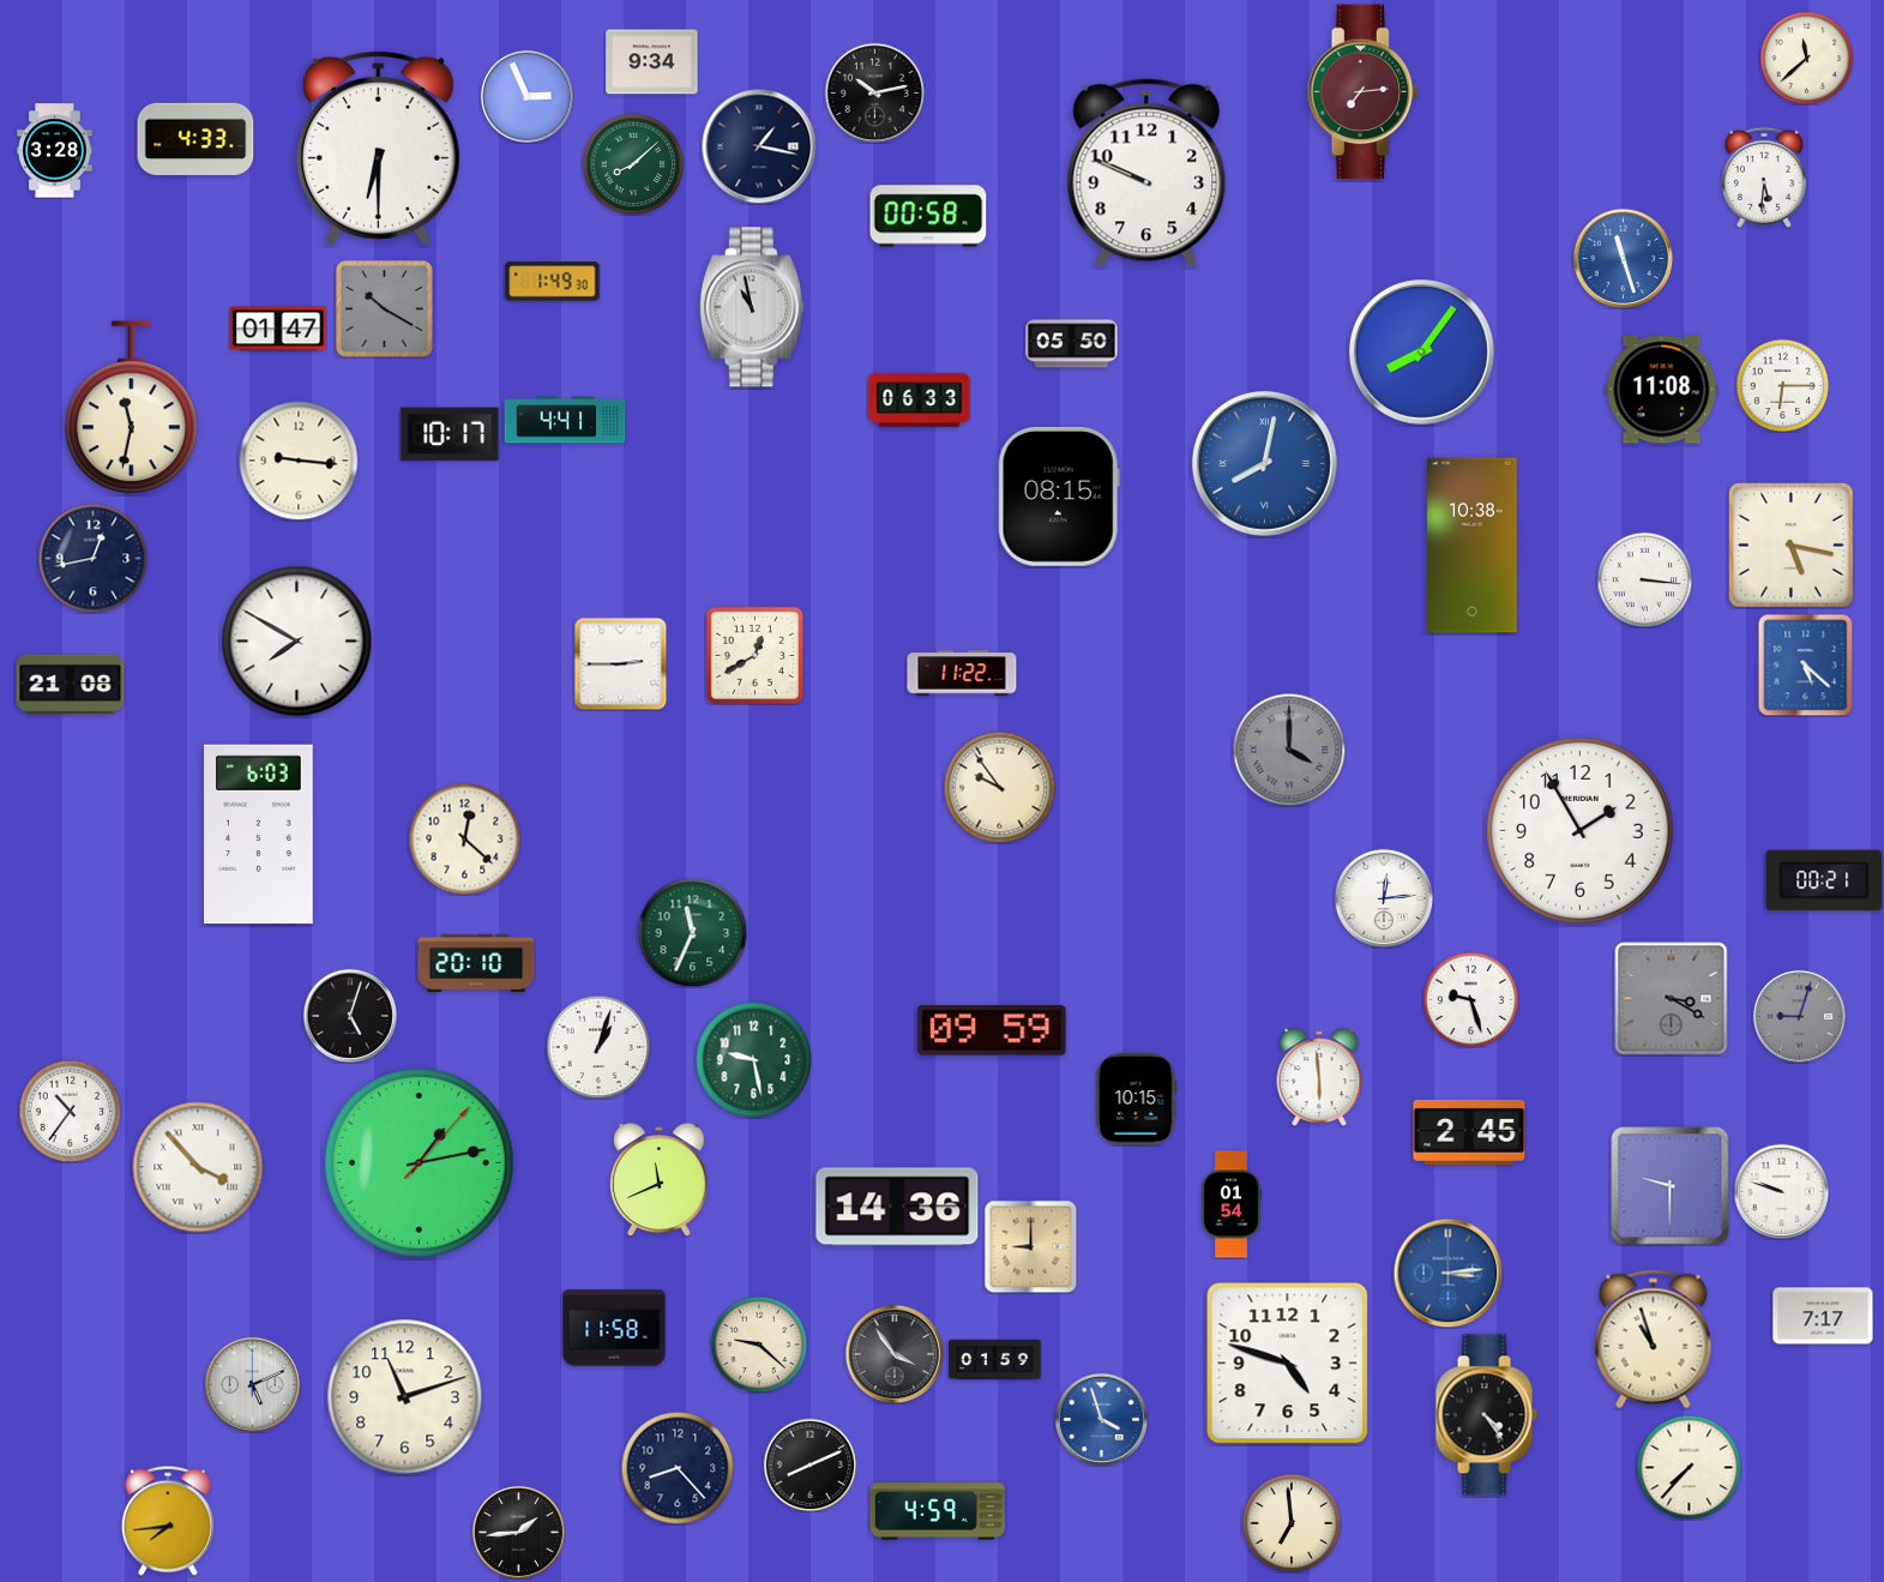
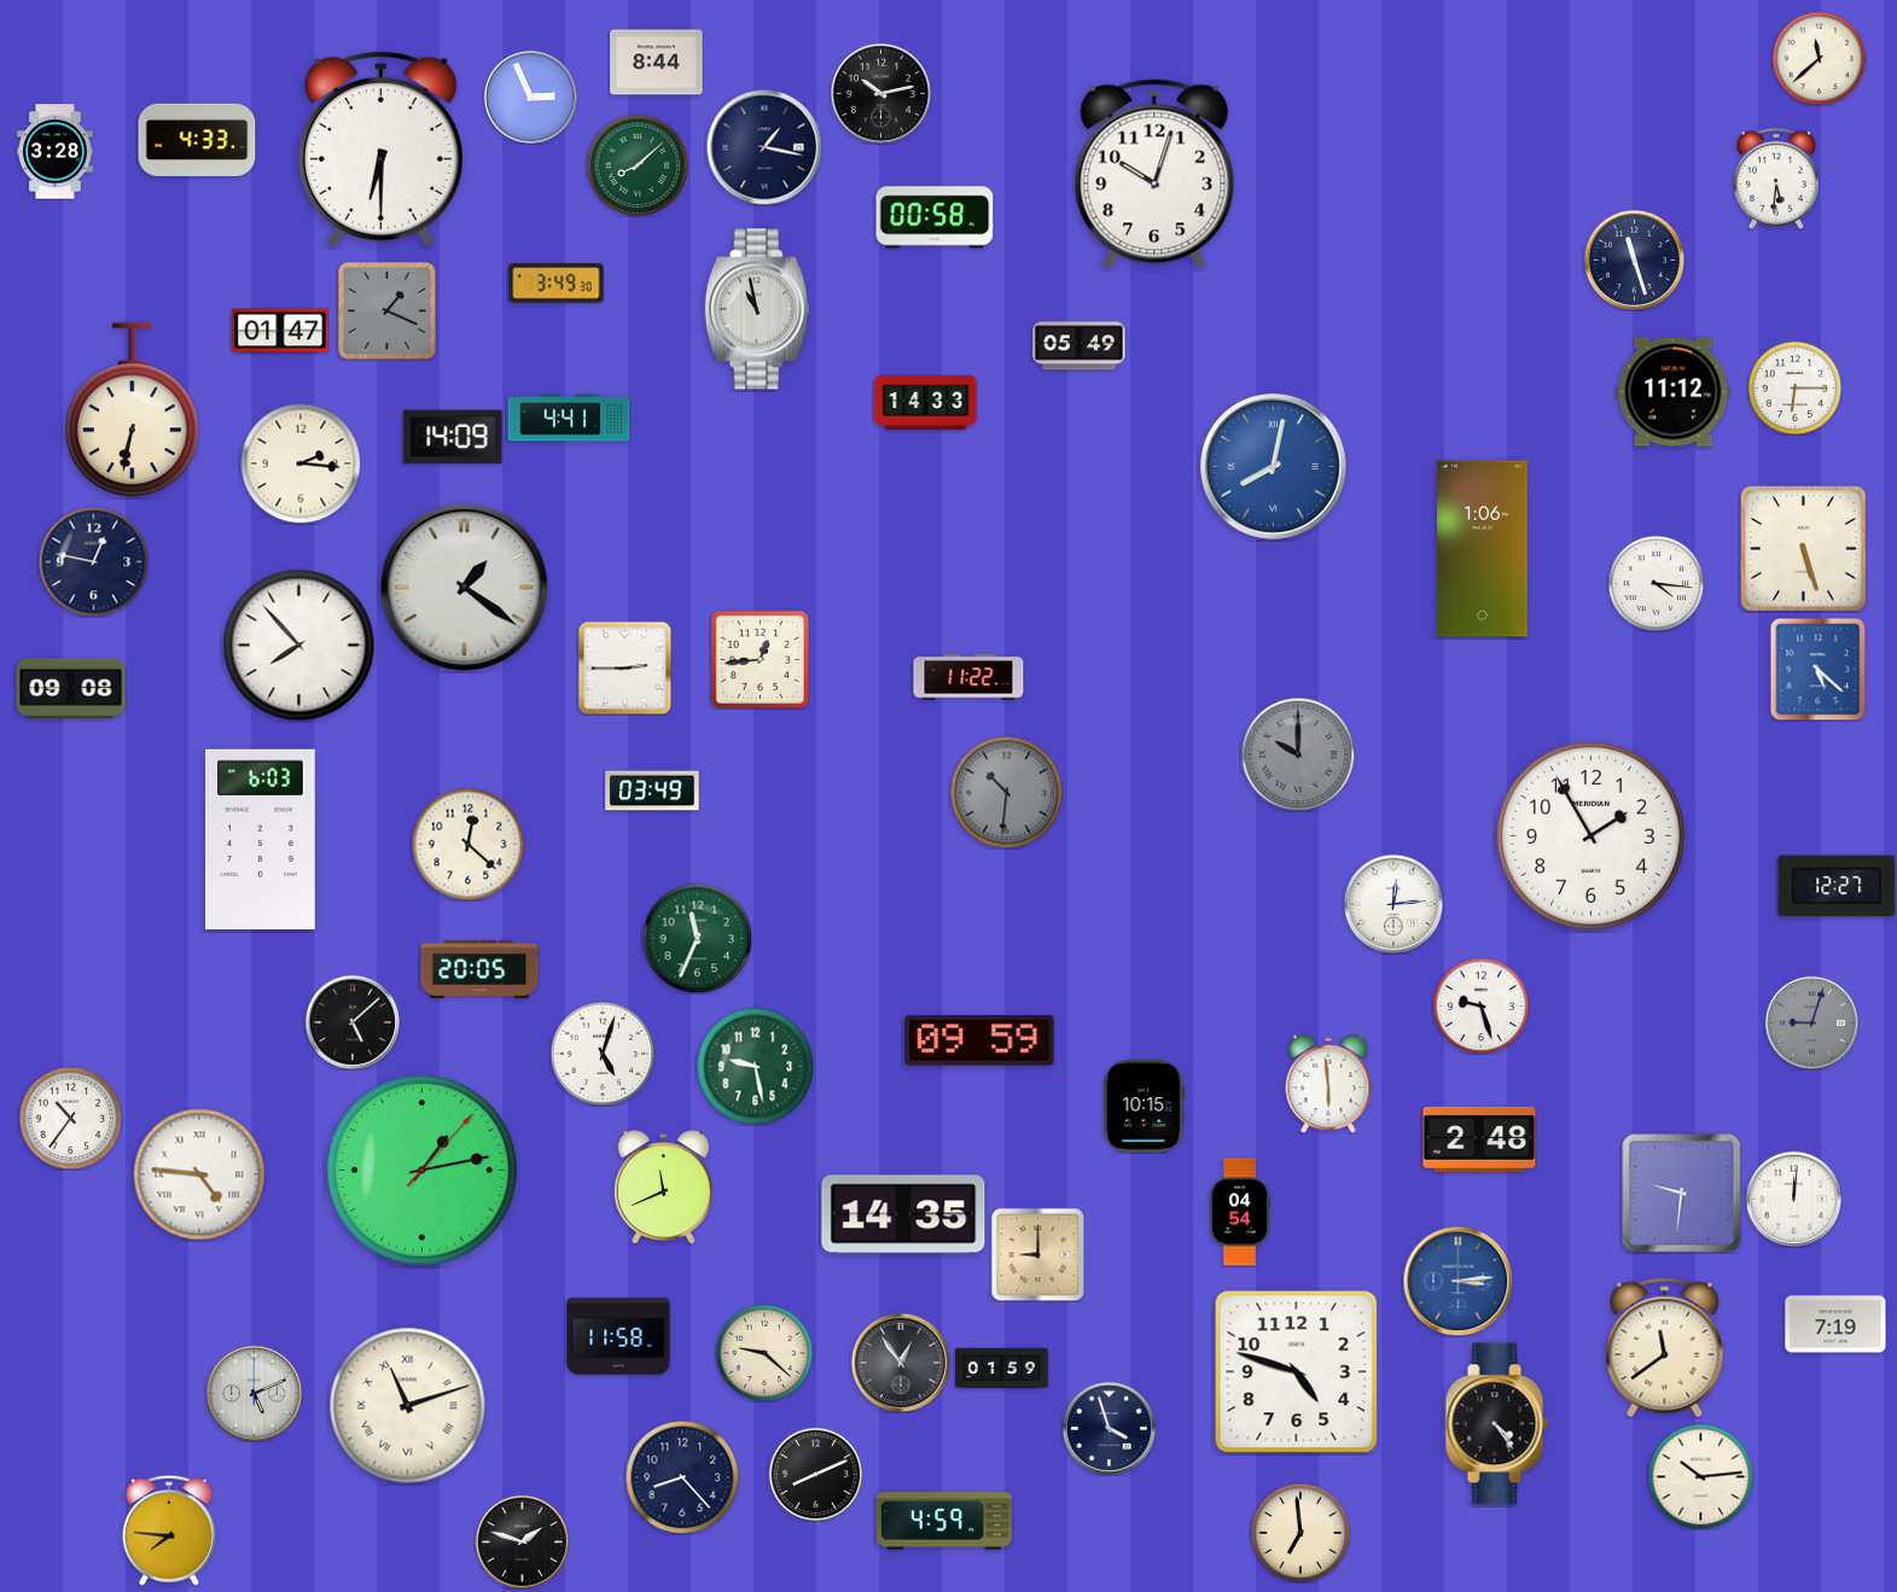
clock at (652, 62): 9:34 -> 8:44
clock at (1364, 92): 7:14 -> none
clock at (1146, 173): 9:49 -> 10:03
clock at (1623, 258) dial: blue -> navy
clock at (553, 282): 1:49 -> 3:49
clock at (385, 309): 10:20 -> 1:19
clock at (1072, 344): 05:50 -> 05:49
clock at (1421, 351): 8:06 -> none
clock at (1662, 390): 11:08 -> 11:12
clock at (920, 399): 06:33 -> 14:33
clock at (132, 408): 11:32 -> 6:32
clock at (565, 420) position: (565, 420) -> (569, 418)
clock at (450, 434): 10:17 -> 14:09
clock at (299, 461): 9:16 -> 2:16
clock at (1059, 497): 08:15 -> none
clock at (1473, 546): 10:38 -> 1:06
clock at (1792, 546): 5:17 -> 5:27
clock at (92, 558): 12:43 -> 12:47
clock at (1644, 579): 3:16 -> 4:16
clock at (465, 588): none -> 1:21
clock at (297, 642): 7:50 -> 7:53
clock at (754, 655): 12:40 -> 12:44
clock at (71, 685): 21:08 -> 09:08
clock at (1289, 750): 4:00 -> 10:00
clock at (652, 791): none -> 03:49
clock at (999, 787): 9:54 -> 10:31
clock at (999, 787) dial: cream -> grey
clock at (1824, 880): 00:21 -> 12:27
clock at (476, 962): 20:10 -> 20:05
clock at (1672, 999): 3:20 -> none
clock at (350, 1016): 5:03 -> 5:08
clock at (992, 1030) position: (992, 1030) -> (979, 1040)
clock at (598, 1047): 1:03 -> 5:03
clock at (753, 1059) position: (753, 1059) -> (755, 1066)
clock at (1469, 1132): 2:45 -> 2:48
clock at (198, 1167): 3:53 -> 4:46
clock at (1671, 1186): 9:30 -> 9:31
clock at (1781, 1191): 9:48 -> 12:01
clock at (1232, 1204): 01:54 -> 04:54
clock at (897, 1207): 14:36 -> 14:35
clock at (1823, 1316): 7:17 -> 7:19
clock at (1654, 1340): 10:57 -> 11:39
clock at (895, 1354): 3:54 -> 12:54
clock at (405, 1397) numerals: Arabic -> Roman
clock at (1101, 1419) dial: blue -> navy
clock at (1689, 1467): 7:37 -> 10:14
clock at (168, 1521): 7:44 -> 7:46
clock at (518, 1532): 1:44 -> 1:48
